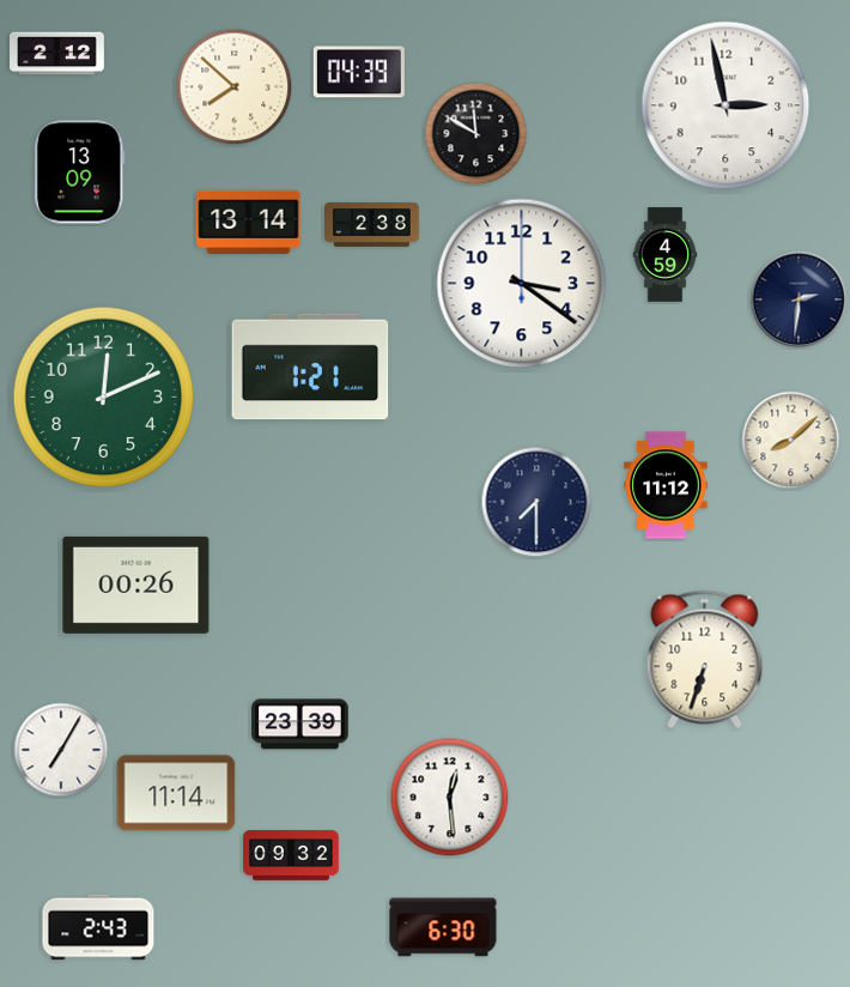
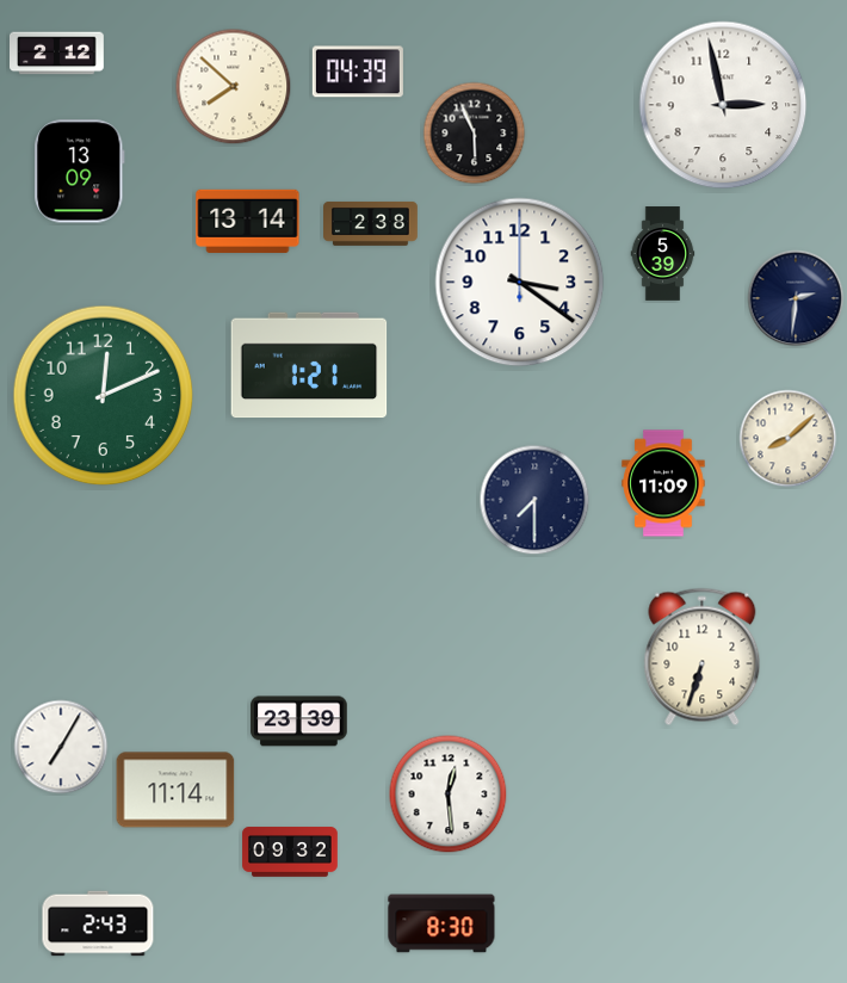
clock at (476, 134): 11:50 -> 5:56
clock at (666, 255): 4:59 -> 5:39
clock at (666, 485): 11:12 -> 11:09
clock at (136, 585): 00:26 -> none
clock at (443, 927): 6:30 -> 8:30
